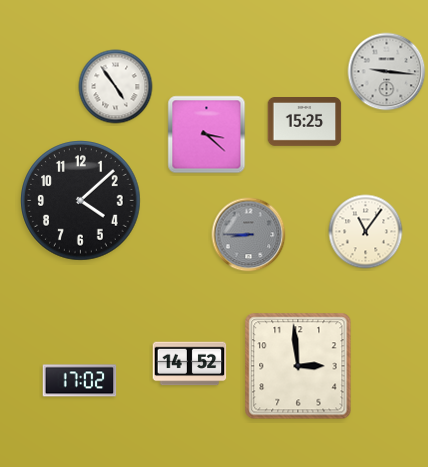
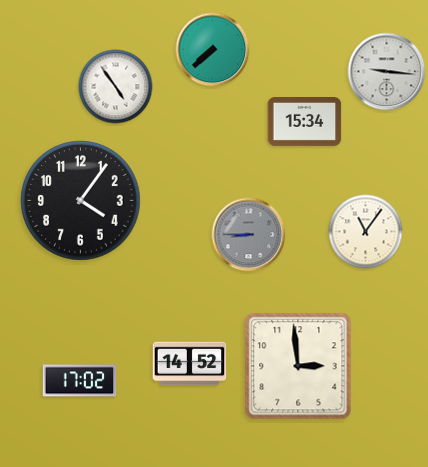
clock at (213, 50): none -> 7:38
clock at (305, 122): 15:25 -> 15:34
clock at (207, 135): 3:22 -> none
clock at (81, 201): 4:08 -> 4:06
